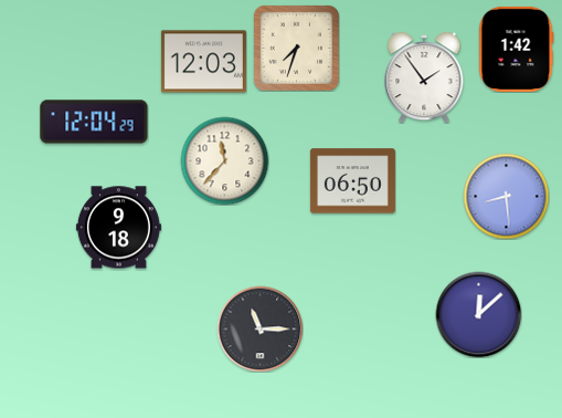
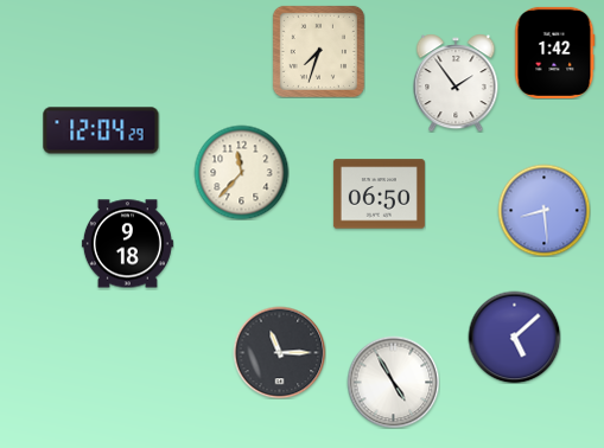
clock at (203, 62): 12:03 -> none
clock at (478, 314): 12:08 -> 5:08
clock at (393, 382): none -> 4:55
